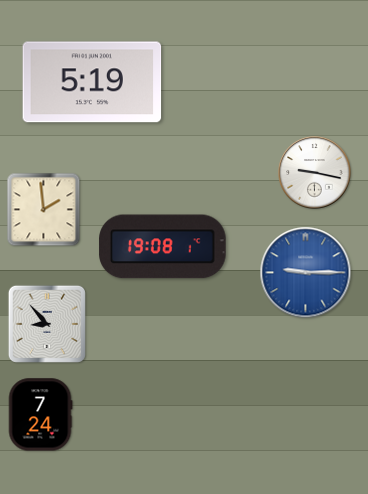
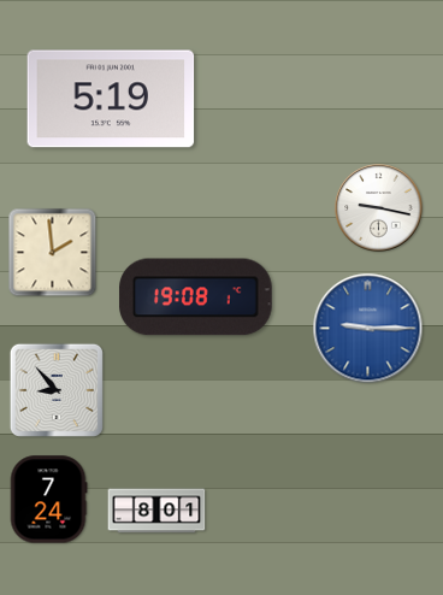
clock at (156, 511): none -> 8:01
